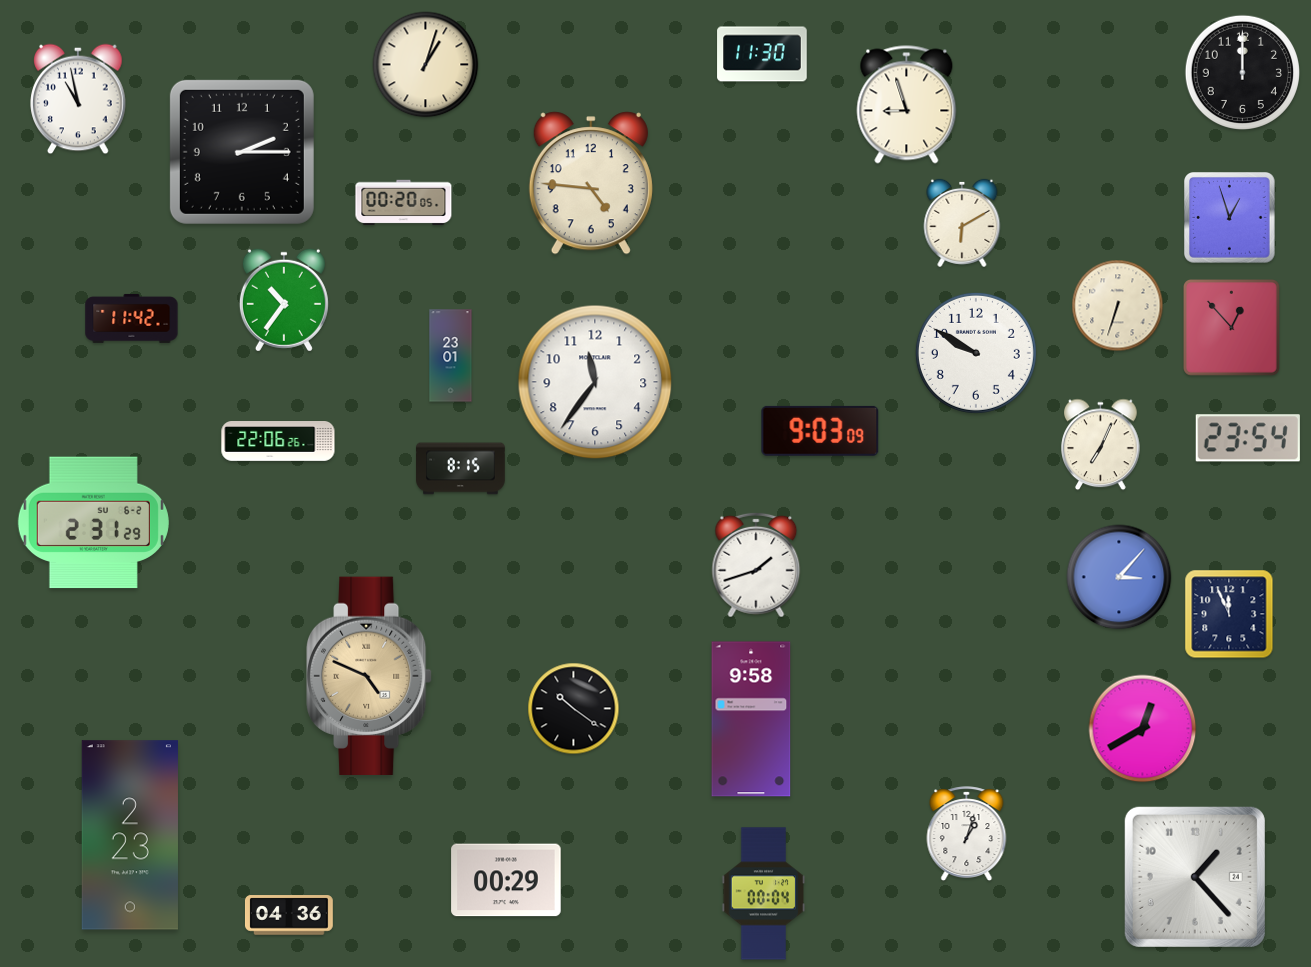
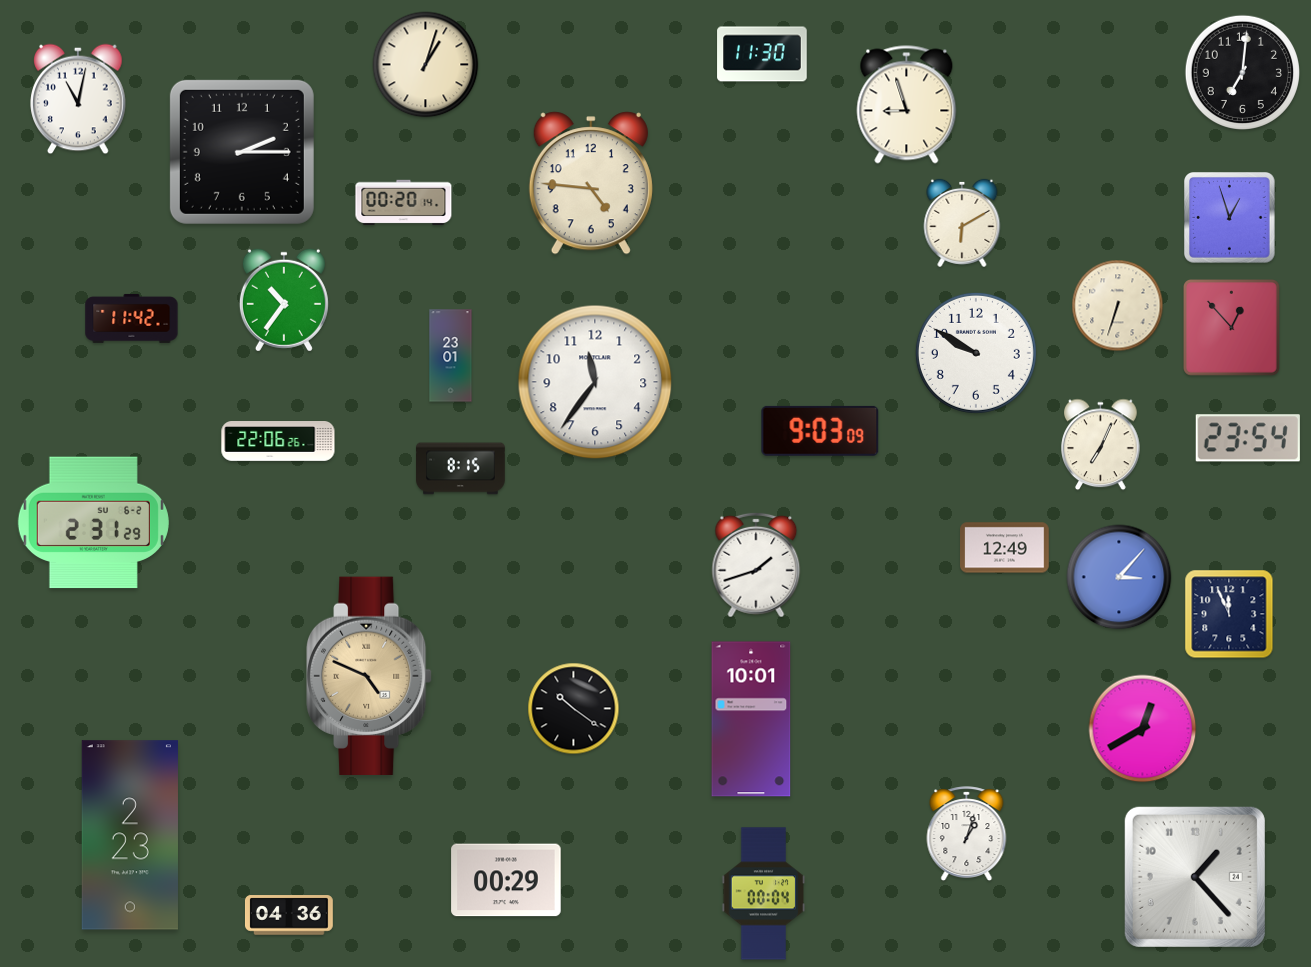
clock at (1242, 72): 12:00 -> 7:01
clock at (78, 99): 10:58 -> 11:02
clock at (404, 203): 00:20:05 -> 00:20:14
clock at (1005, 548): none -> 12:49
clock at (751, 719): 9:58 -> 10:01
